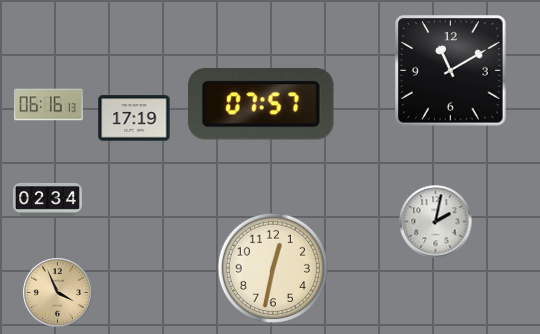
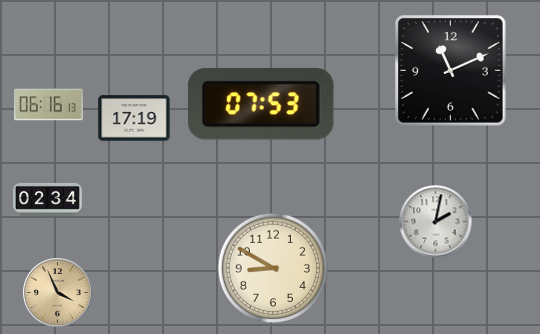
clock at (451, 71): 11:10 -> 11:11
clock at (261, 105): 07:57 -> 07:53
clock at (273, 268): 12:32 -> 8:50
